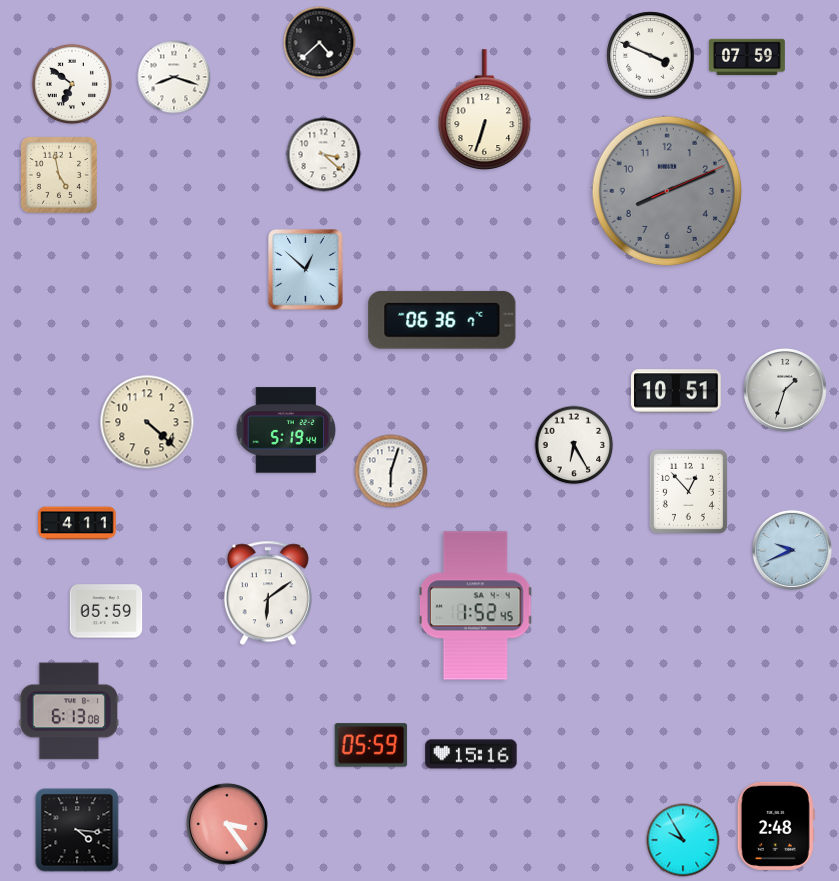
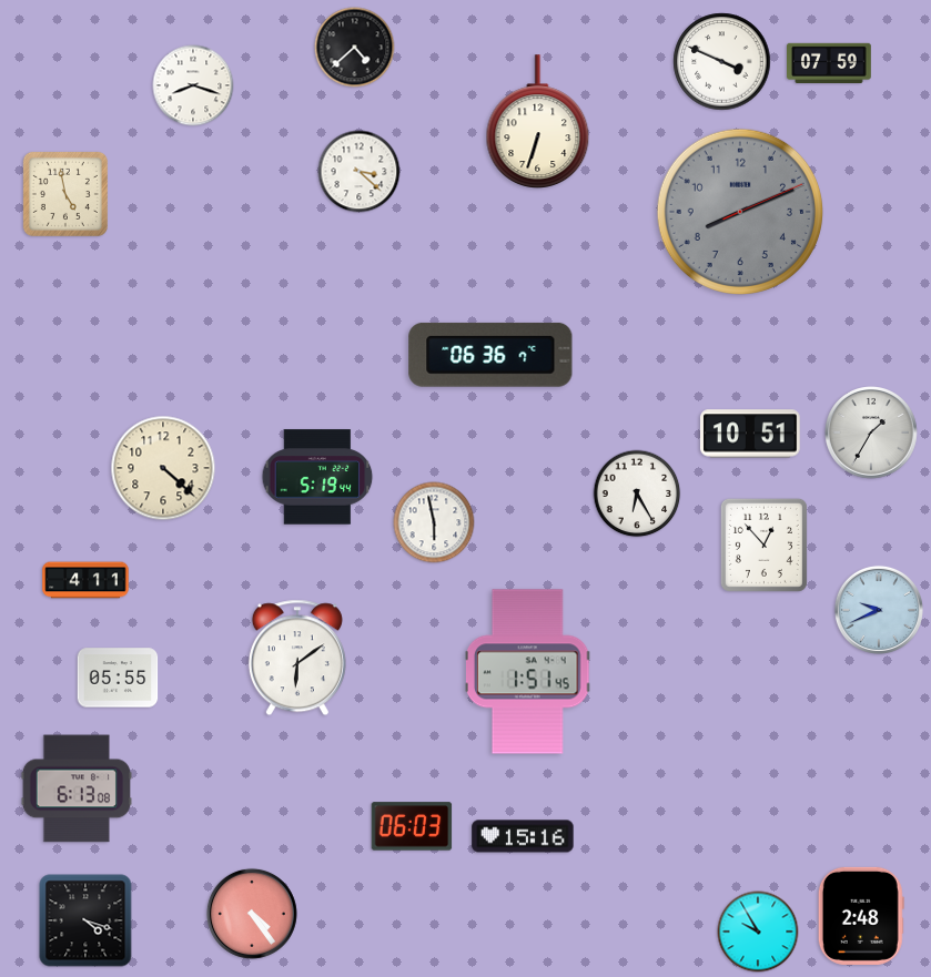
clock at (72, 84): 6:51 -> none
clock at (306, 270): 12:52 -> none
clock at (786, 391): 1:33 -> 1:35
clock at (391, 471): 6:03 -> 5:58
clock at (475, 606): 1:52 -> 1:51
clock at (106, 611): 05:59 -> 05:55
clock at (371, 745): 05:59 -> 06:03
clock at (227, 824): 3:24 -> 4:24
clock at (77, 830): 4:16 -> 4:18
